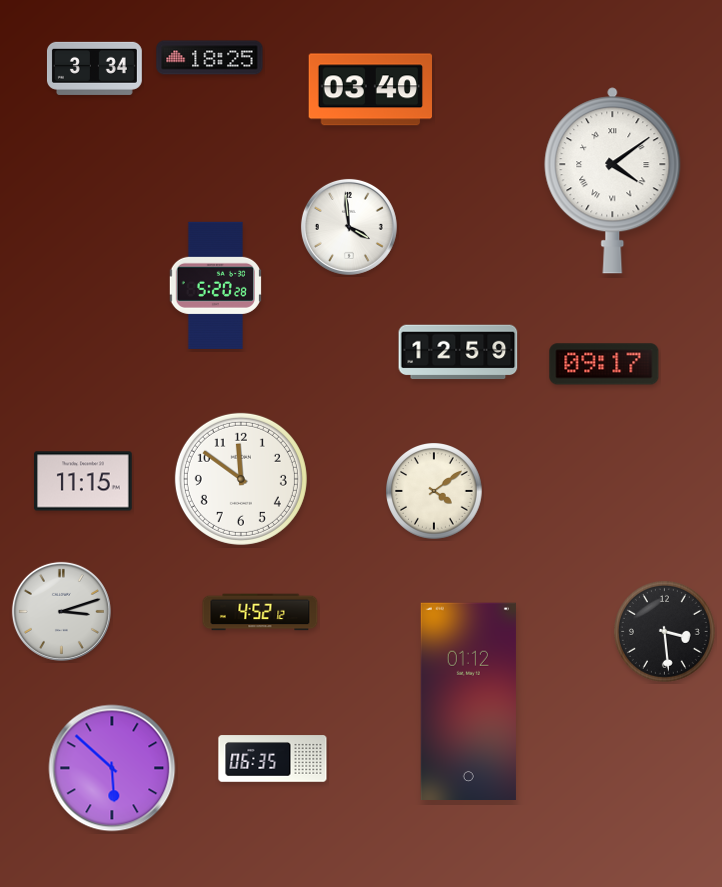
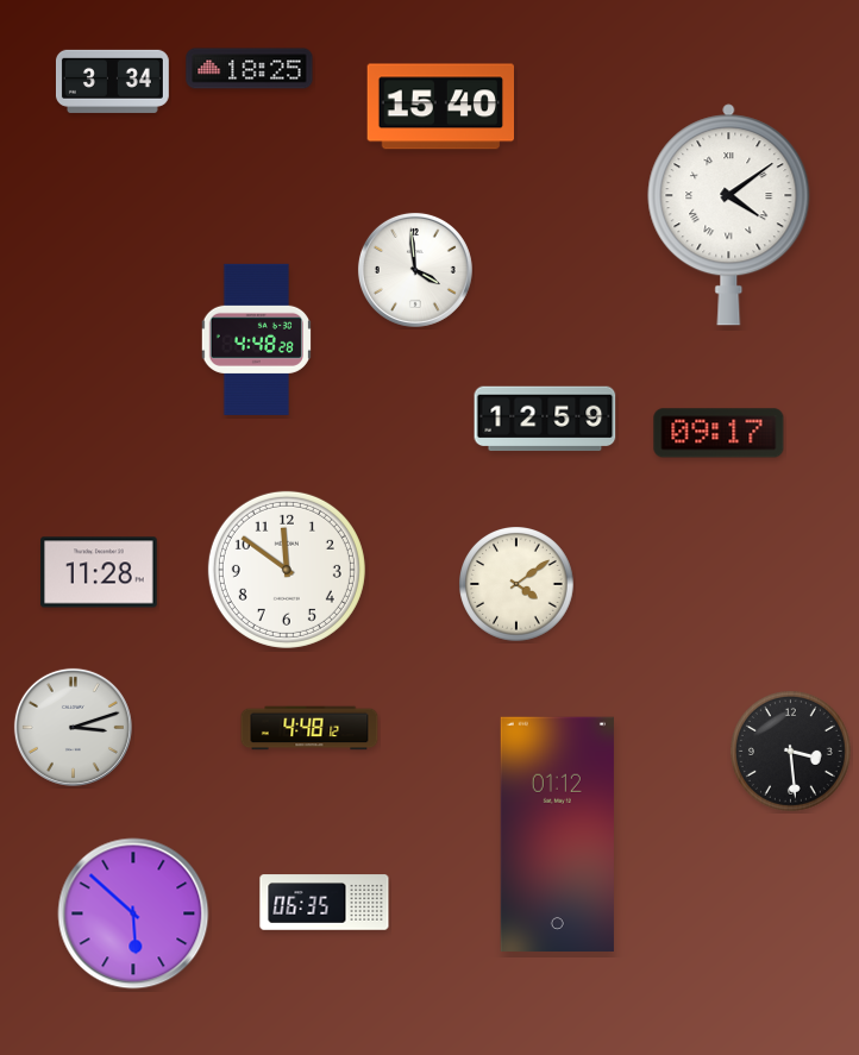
clock at (370, 90): 03:40 -> 15:40
clock at (215, 285): 5:20 -> 4:48
clock at (83, 481): 11:15 -> 11:28
clock at (260, 612): 4:52 -> 4:48
